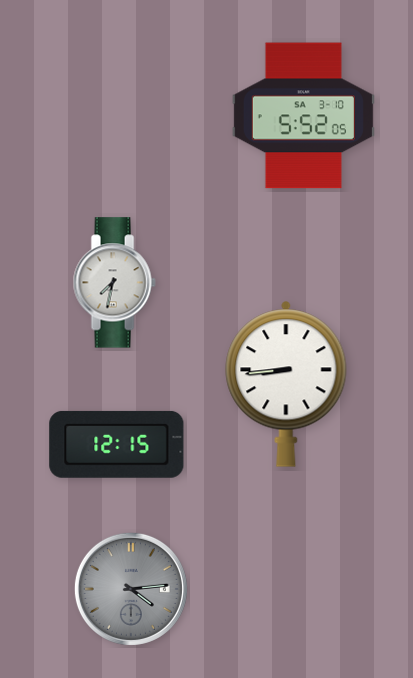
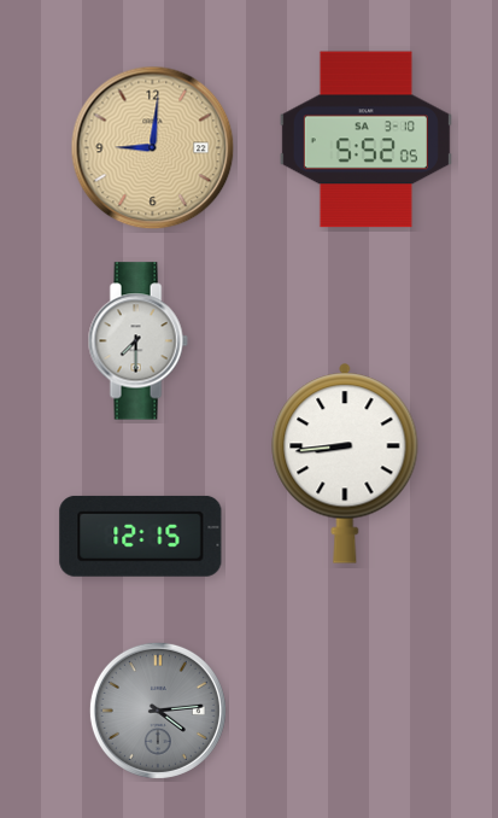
clock at (153, 148): none -> 9:01
clock at (114, 283): 7:32 -> 7:30
